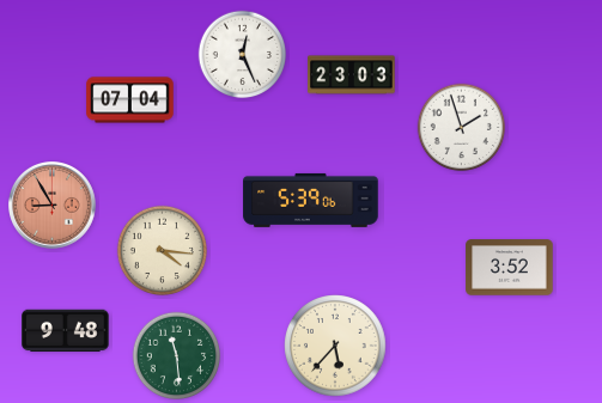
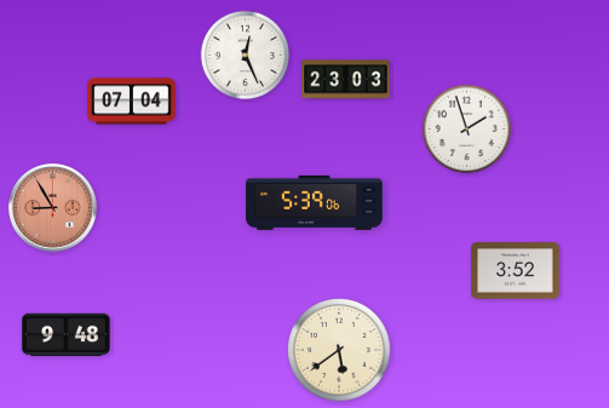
clock at (352, 75) position: (352, 75) -> (346, 80)
clock at (162, 250): 4:16 -> none
clock at (335, 346): 5:37 -> 5:39
clock at (177, 356): 11:29 -> none
